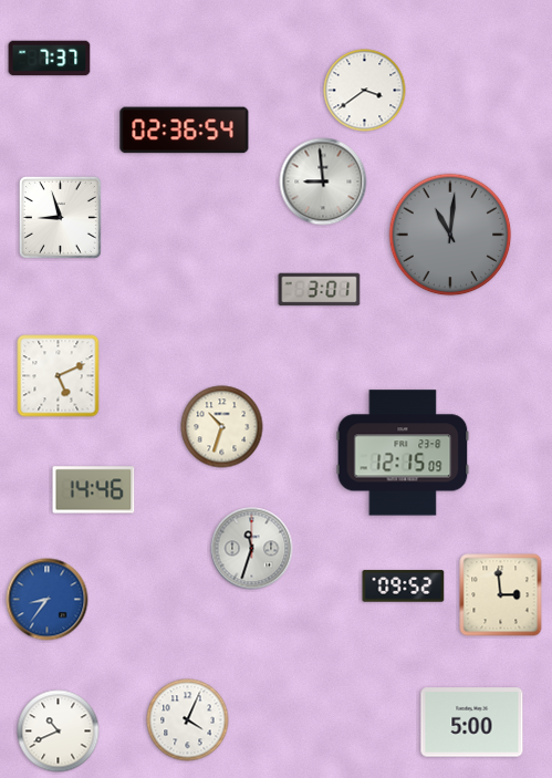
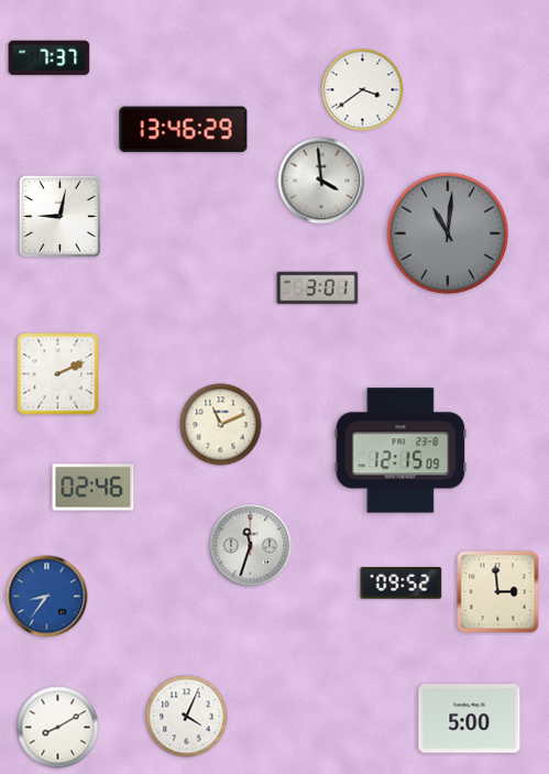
clock at (185, 131): 02:36 -> 13:46
clock at (323, 181): 8:59 -> 3:59
clock at (60, 217): 8:57 -> 9:02
clock at (59, 376): 5:11 -> 2:11
clock at (222, 427): 10:33 -> 11:11
clock at (94, 490): 14:46 -> 02:46
clock at (59, 732): 10:41 -> 8:10
